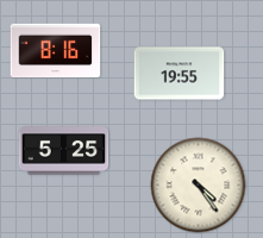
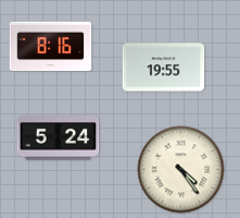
clock at (64, 151): 5:25 -> 5:24
